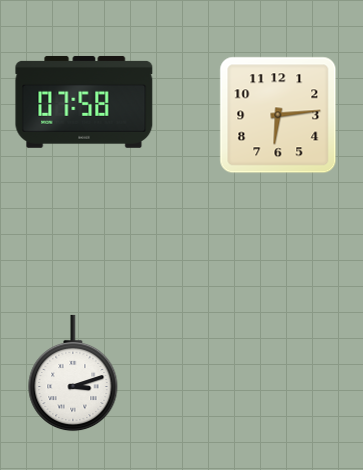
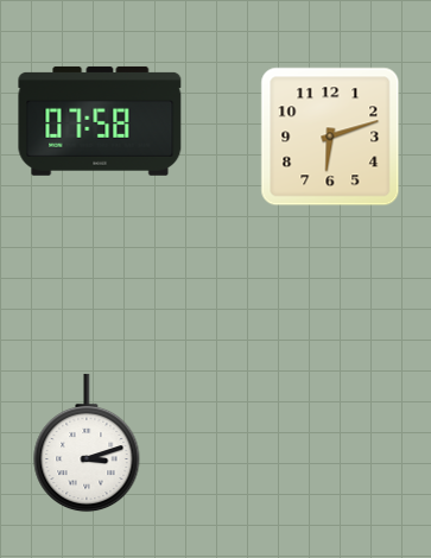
clock at (278, 115): 6:14 -> 6:12
